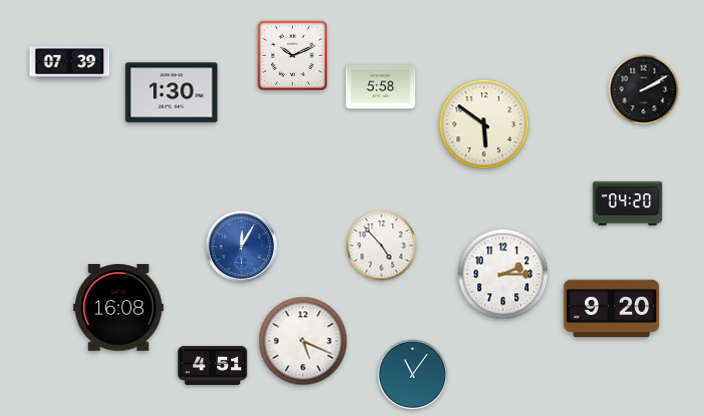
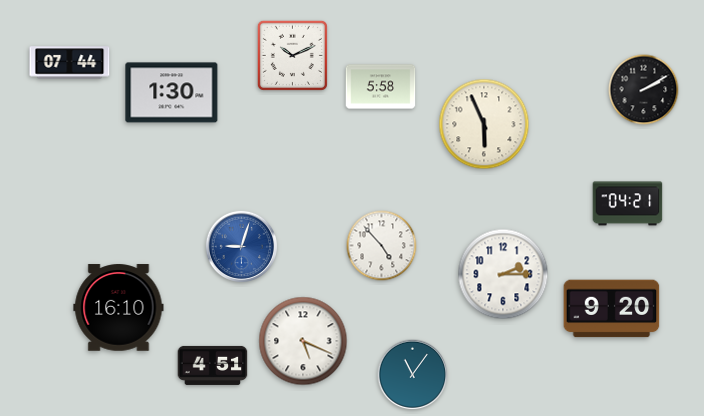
clock at (70, 63): 07:39 -> 07:44
clock at (484, 124): 5:51 -> 5:56
clock at (628, 204): 04:20 -> 04:21
clock at (242, 247): 12:05 -> 9:03
clock at (119, 308): 16:08 -> 16:10
